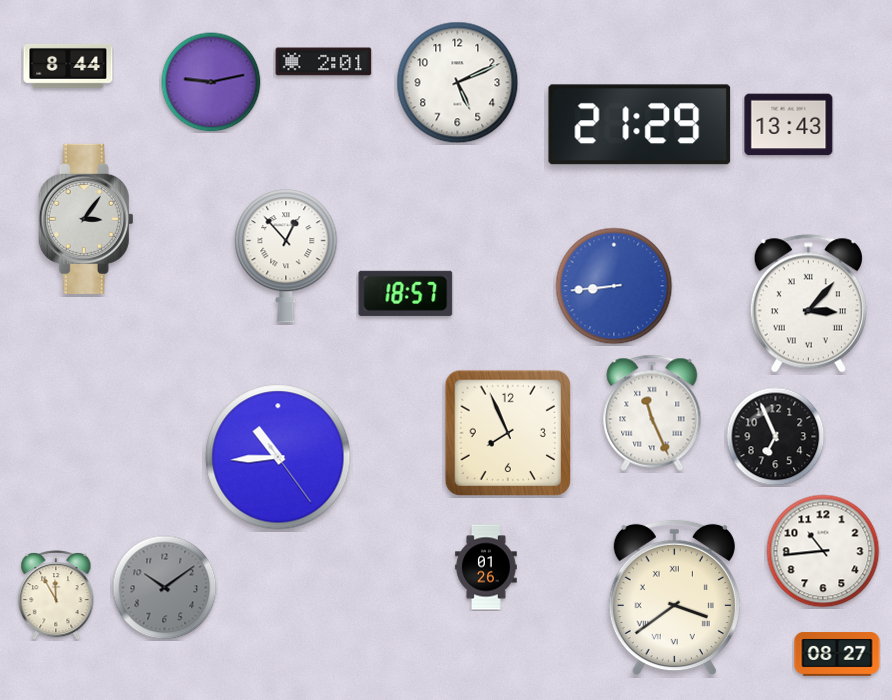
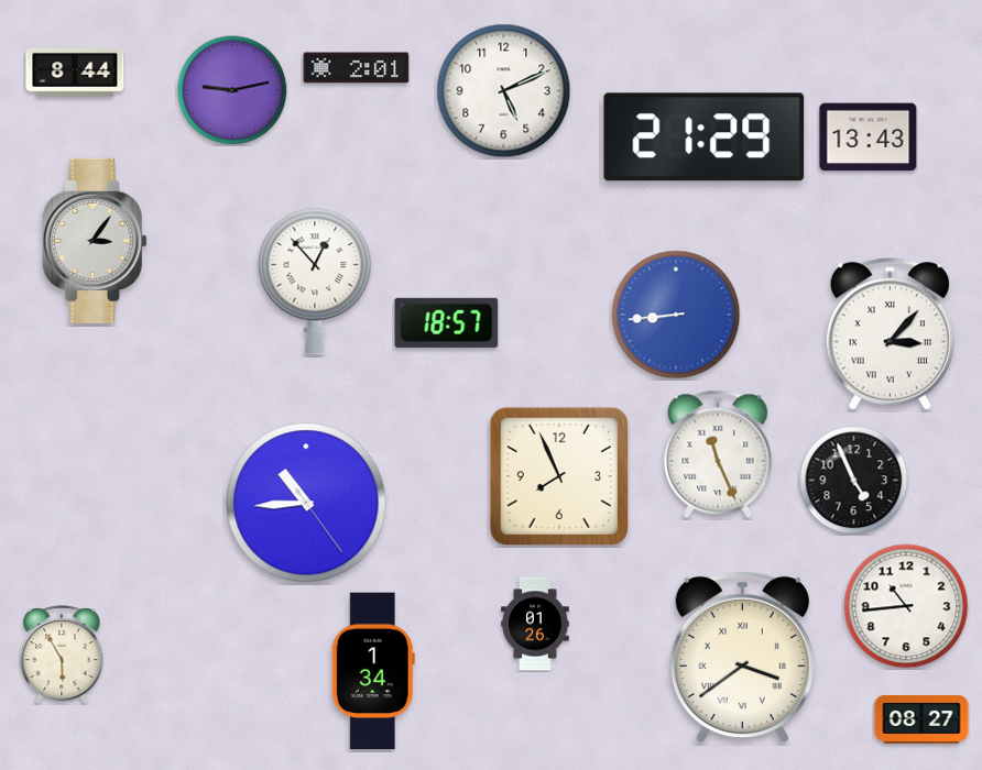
clock at (776, 437): 6:56 -> 4:56
clock at (165, 588): 10:09 -> none
clock at (56, 595): 11:55 -> 5:55
clock at (373, 671): none -> 1:34
